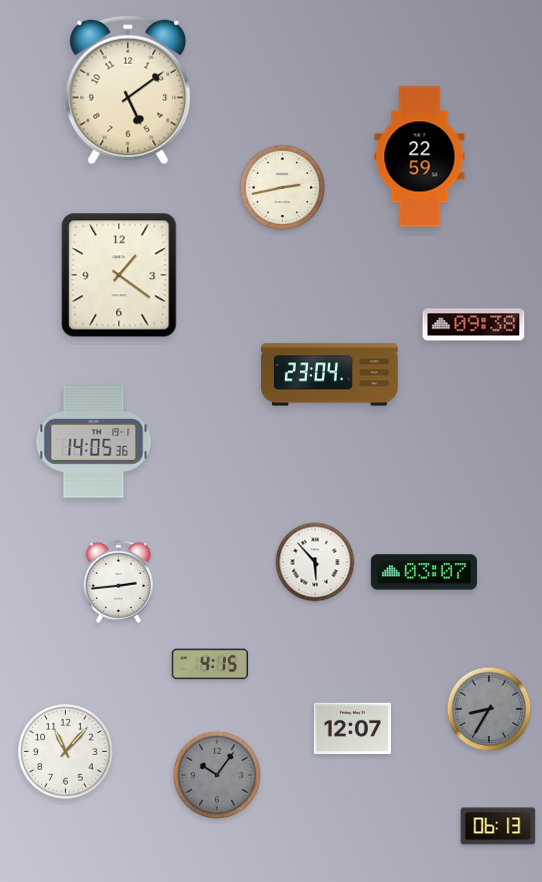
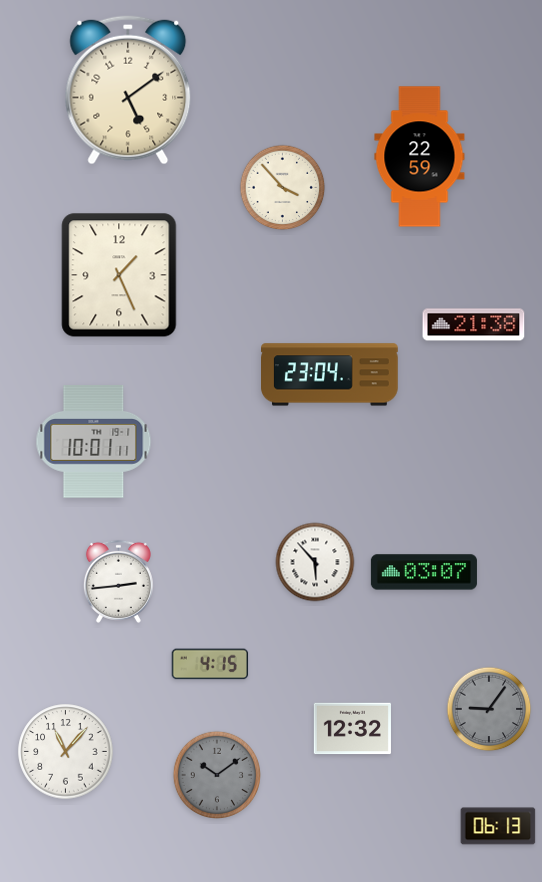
clock at (283, 188): 2:43 -> 3:53
clock at (119, 275): 1:21 -> 1:26
clock at (474, 325): 09:38 -> 21:38
clock at (94, 442): 14:05 -> 10:01
clock at (489, 709): 8:35 -> 9:06
clock at (352, 729): 12:07 -> 12:32
clock at (216, 774): 10:06 -> 10:09
